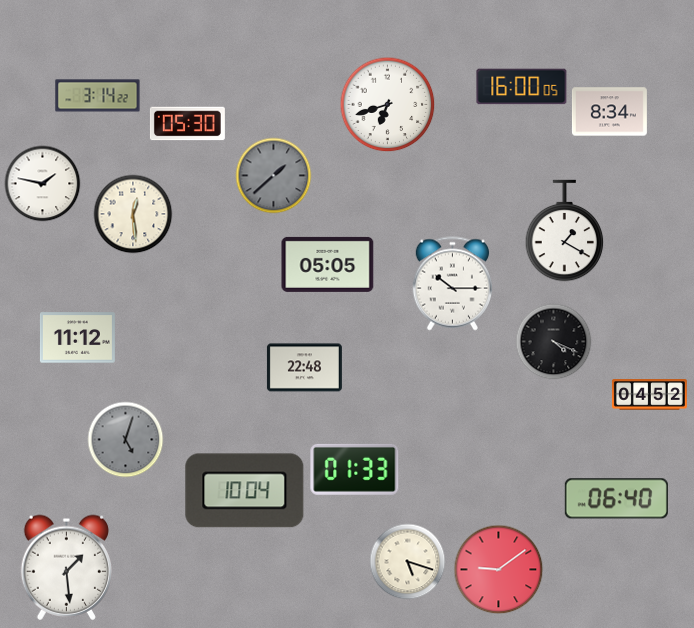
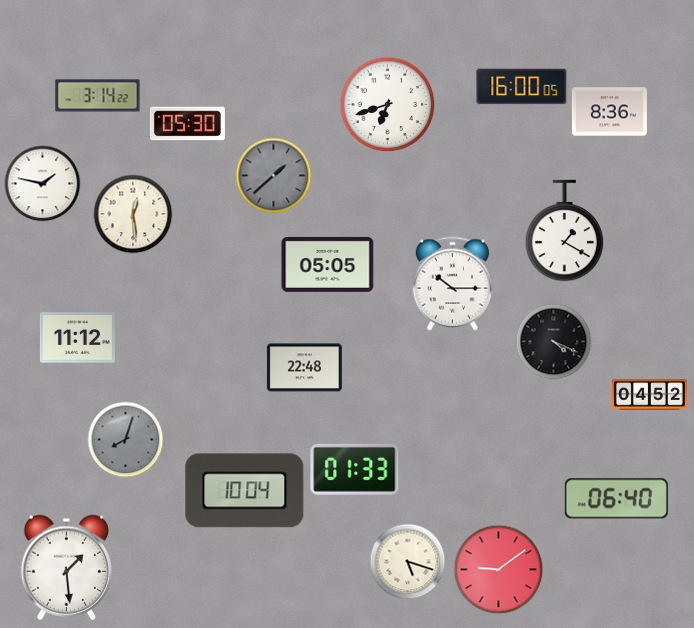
clock at (609, 112): 8:34 -> 8:36
clock at (126, 440): 5:03 -> 8:03
